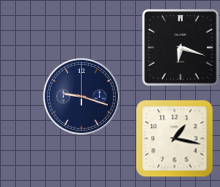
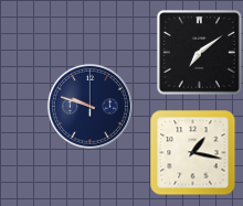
clock at (181, 48): 6:18 -> 7:09
clock at (81, 96): 9:18 -> 9:48
